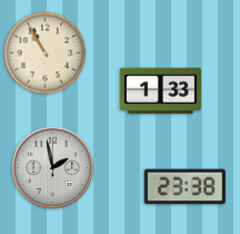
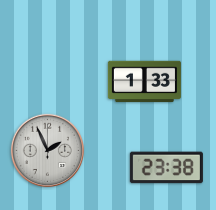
clock at (46, 53): 10:55 -> none
clock at (53, 168): 1:58 -> 1:56
